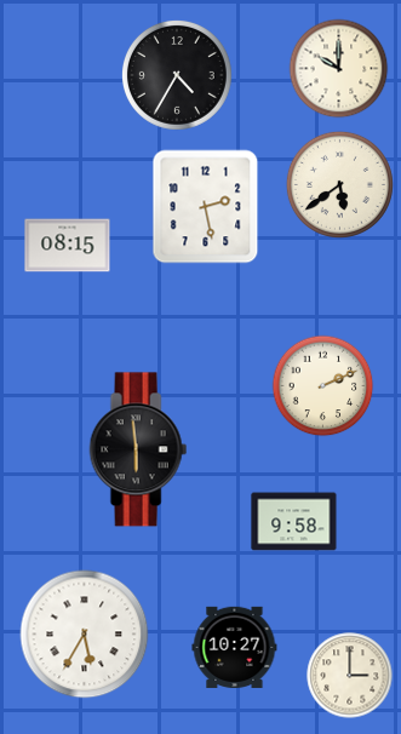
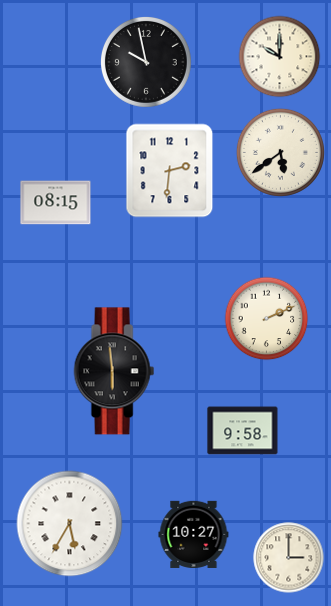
clock at (177, 75): 4:35 -> 9:58
clock at (206, 207): 2:28 -> 2:31
